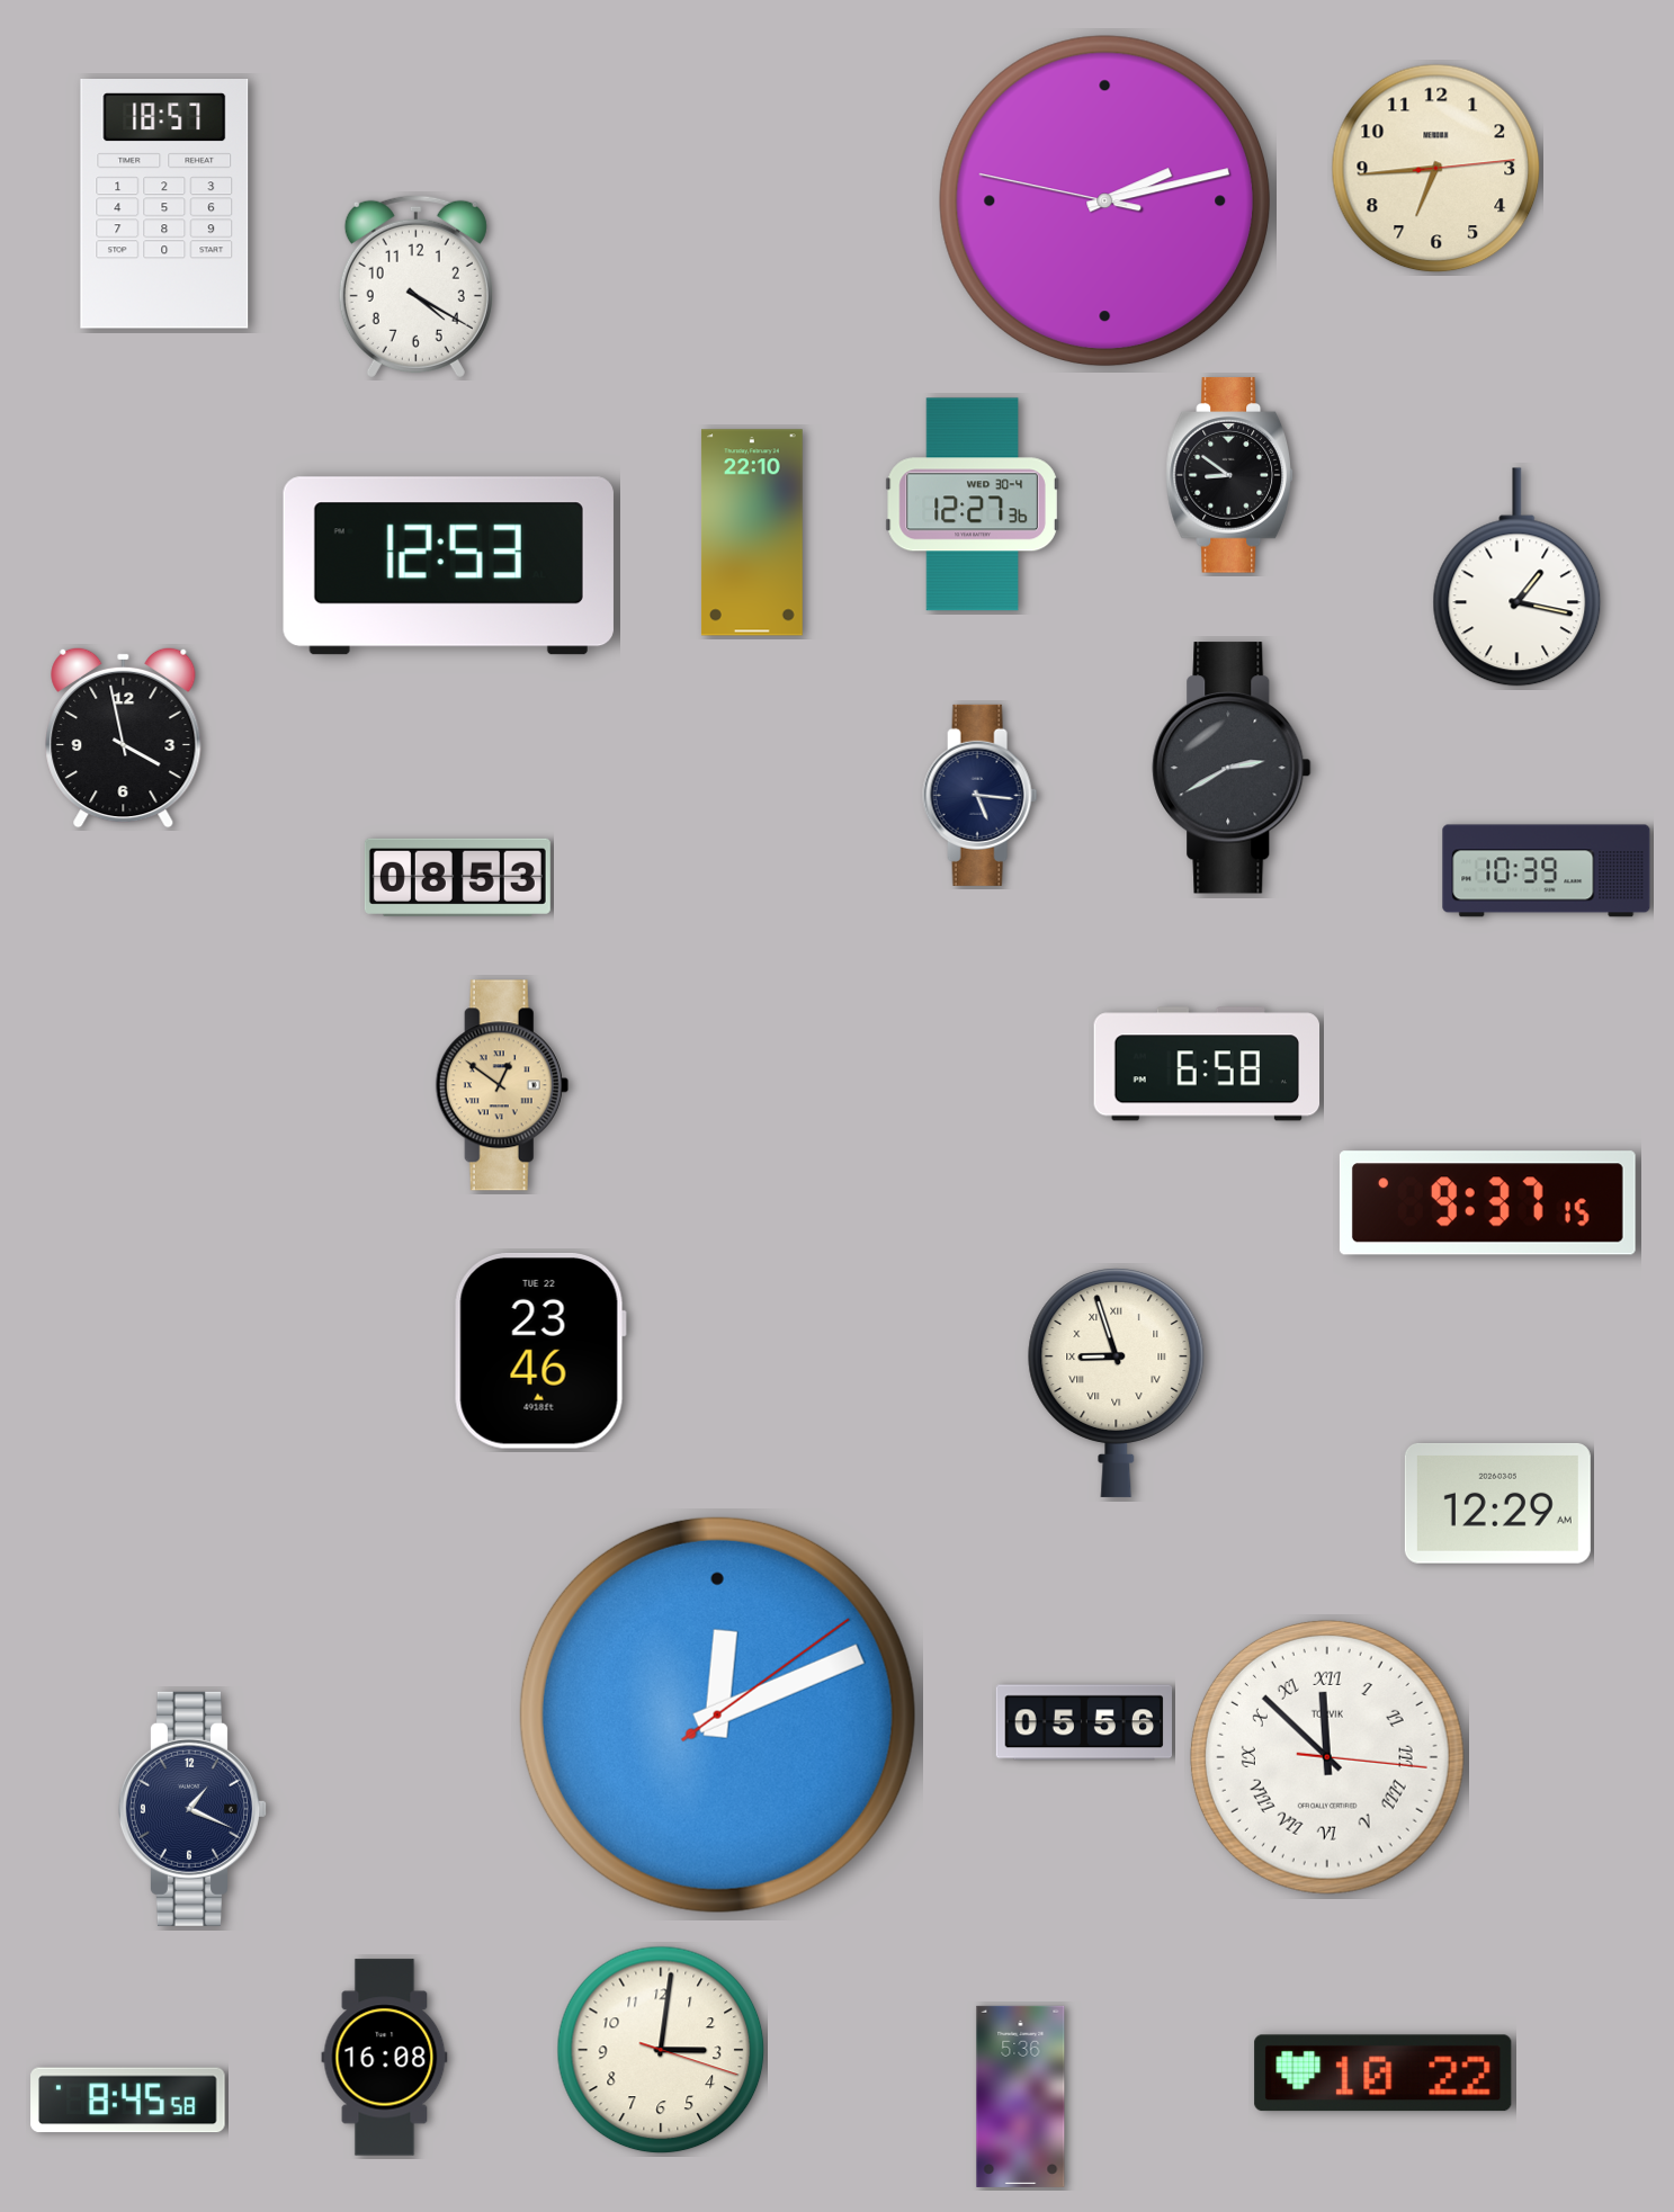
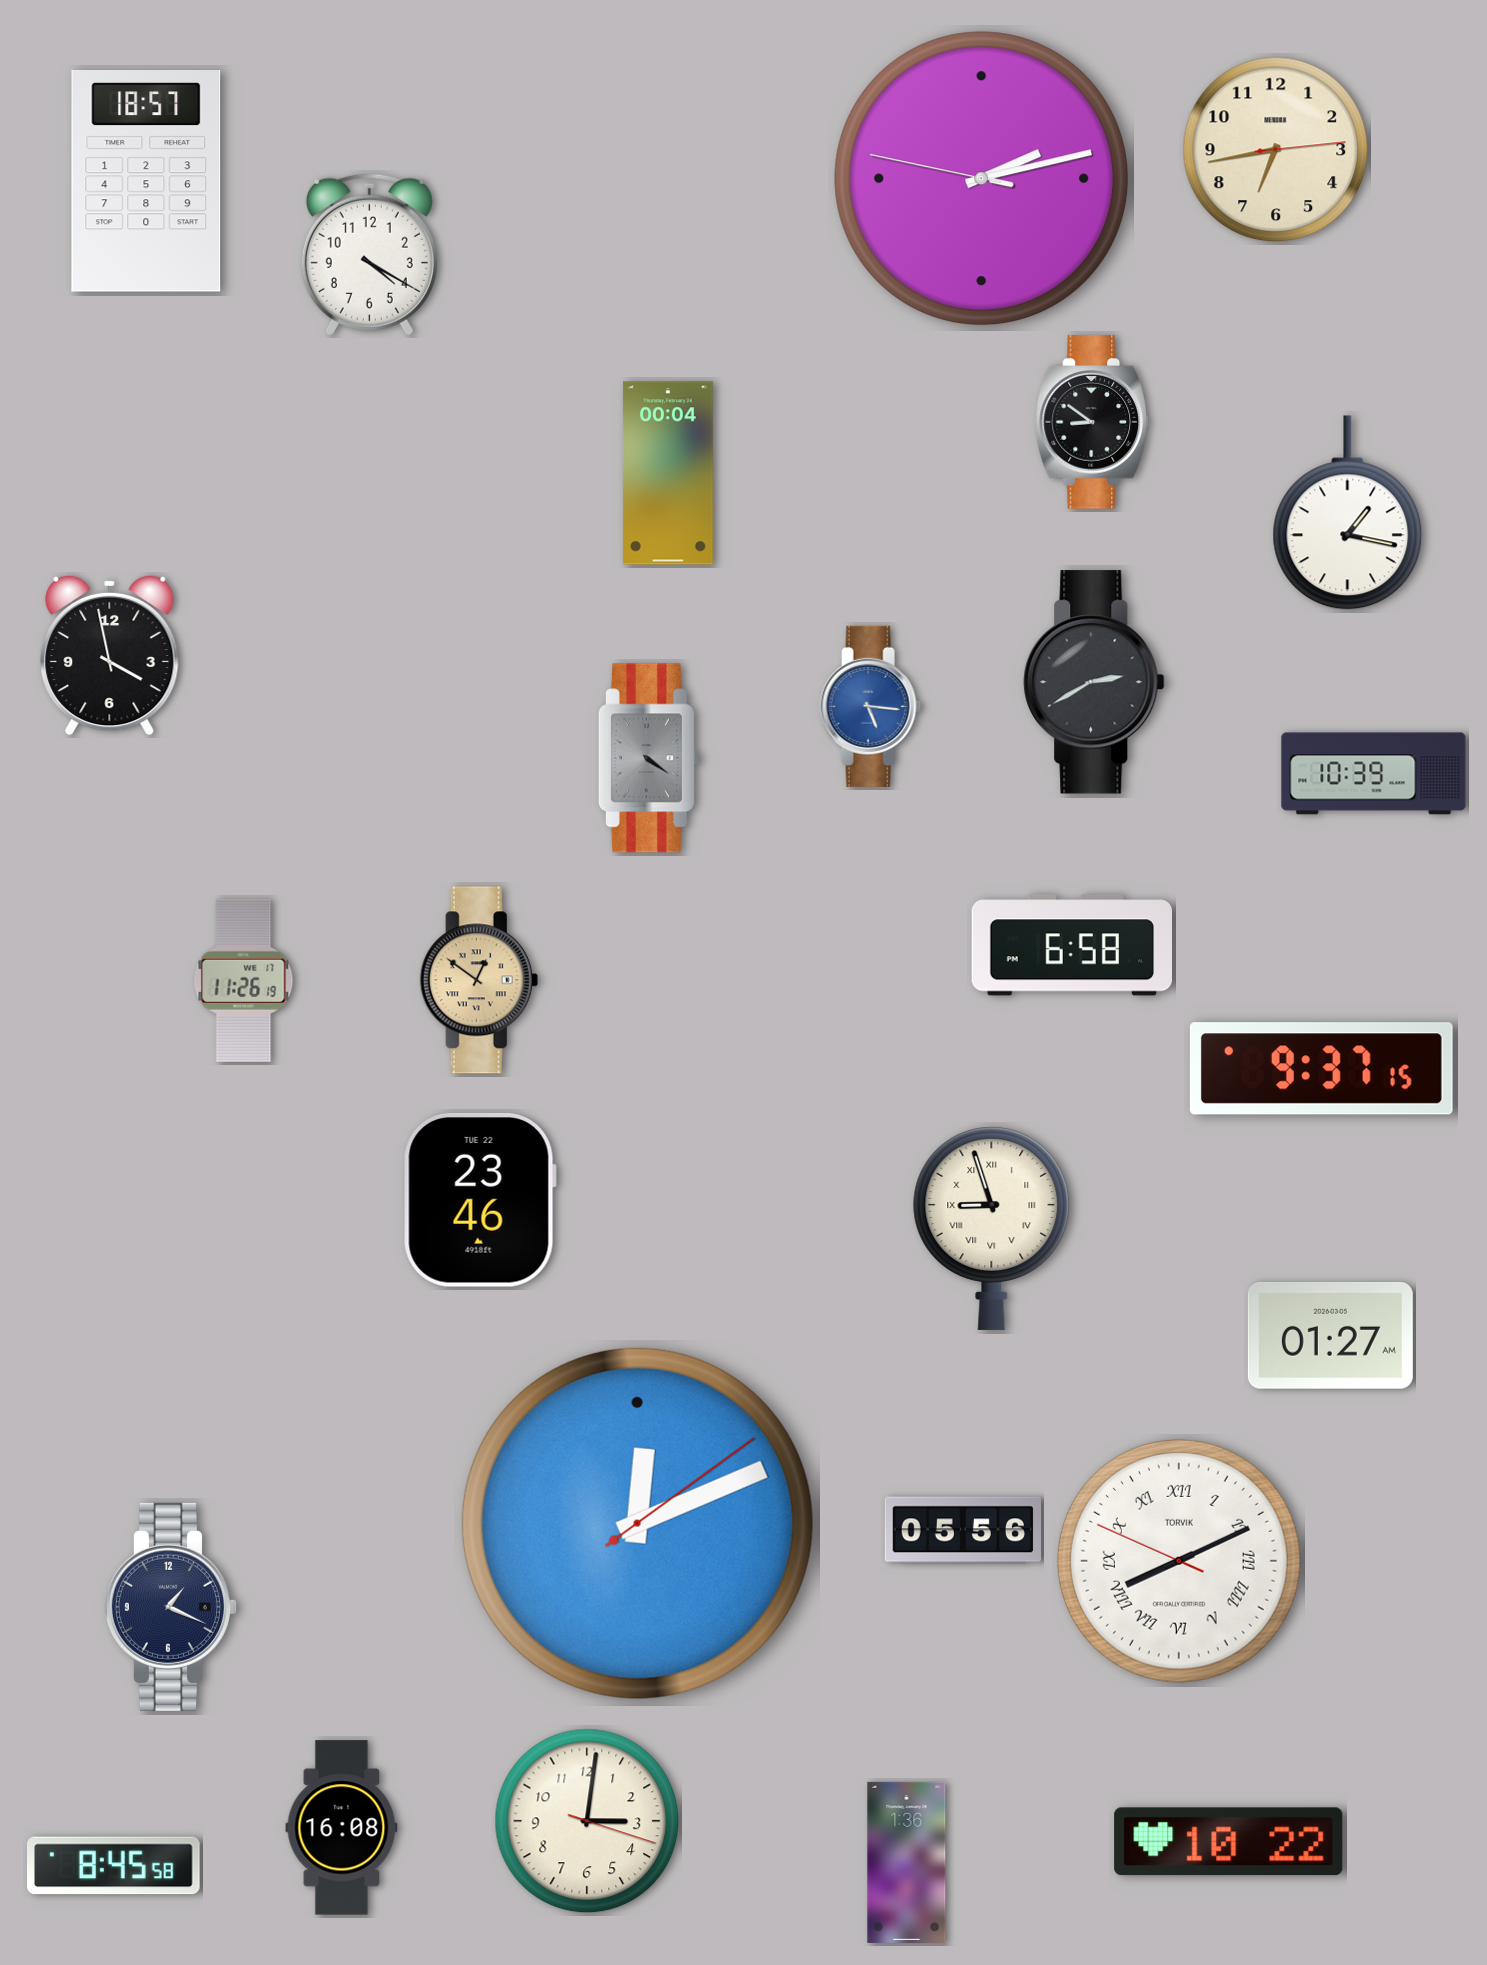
clock at (1436, 169): 6:44 -> 6:43
clock at (973, 504): 12:27 -> none
clock at (752, 532): 22:10 -> 00:04
clock at (448, 566): 12:53 -> none
clock at (981, 795) dial: navy -> blue
clock at (649, 758): none -> 4:21
clock at (457, 877): 08:53 -> none
clock at (502, 1085) position: (502, 1085) -> (479, 980)
clock at (244, 980): none -> 11:26
clock at (1497, 1503): 12:29 -> 01:27
clock at (1327, 1757): 11:52 -> 8:10
clock at (1021, 2096): 5:36 -> 1:36
